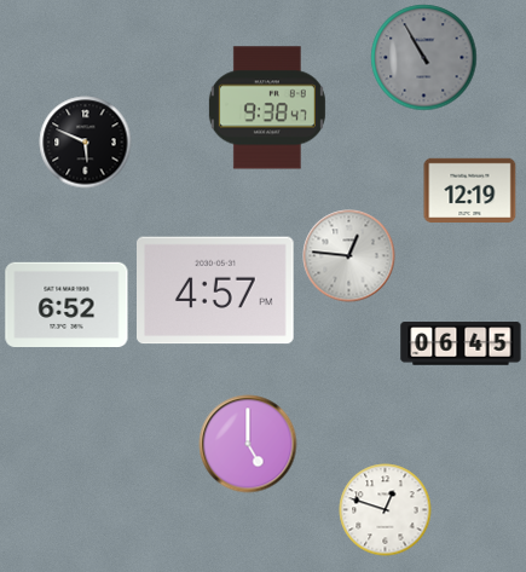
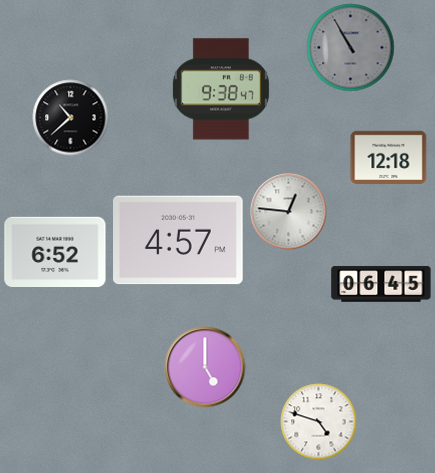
clock at (86, 143): 5:49 -> 10:38
clock at (470, 190): 12:19 -> 12:18
clock at (386, 510): 12:48 -> 4:48
